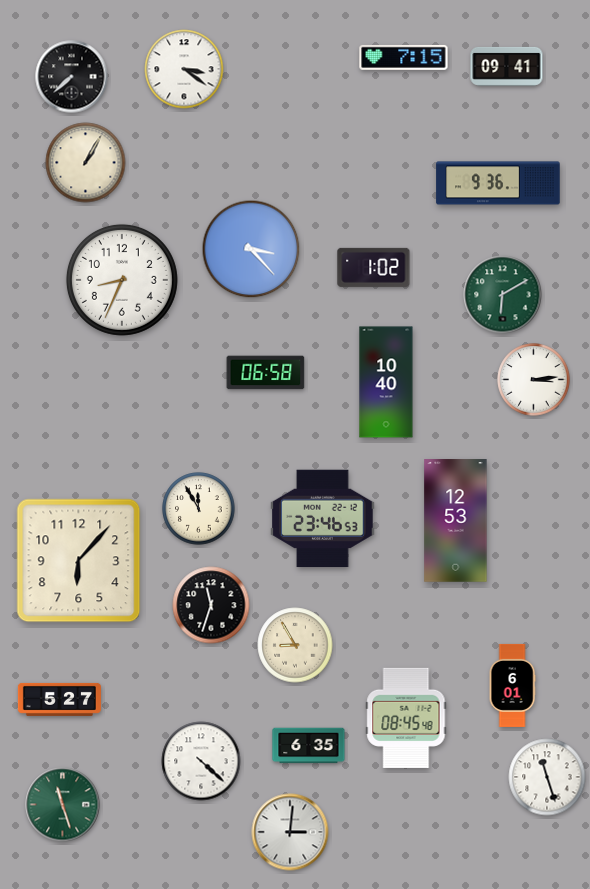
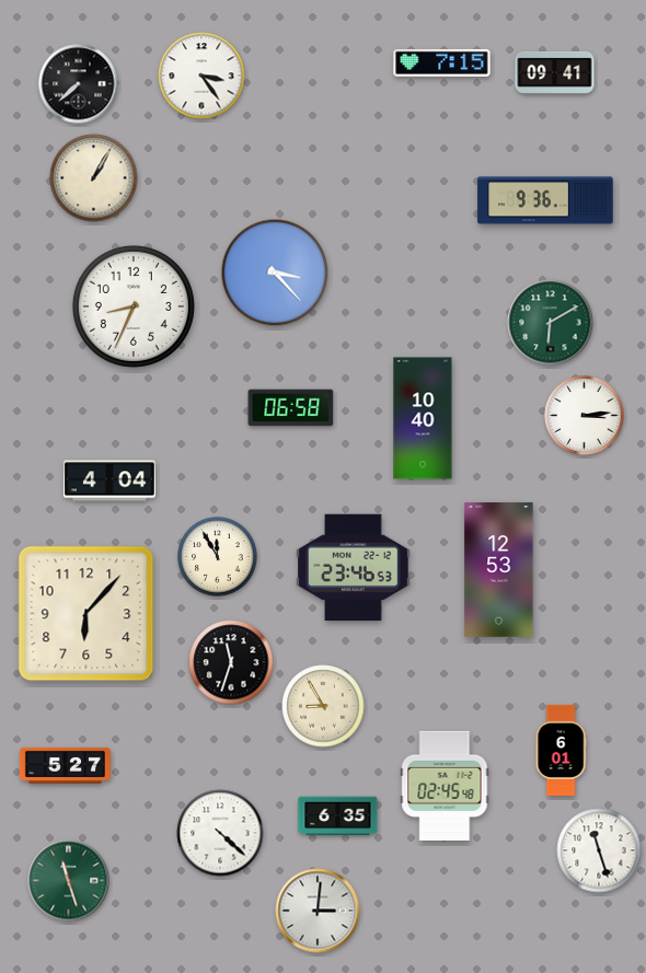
clock at (184, 69): 3:21 -> 3:24
clock at (374, 267): 1:02 -> none
clock at (109, 480): none -> 4:04
clock at (406, 718): 08:45 -> 02:45
